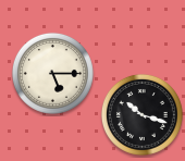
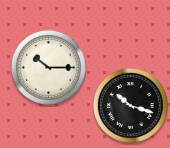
clock at (52, 73): 5:15 -> 10:15
